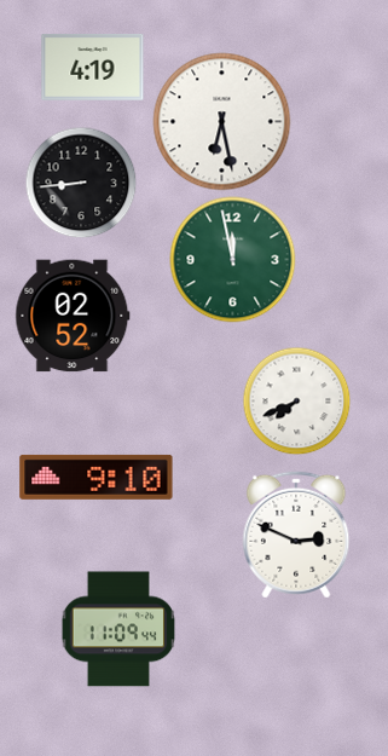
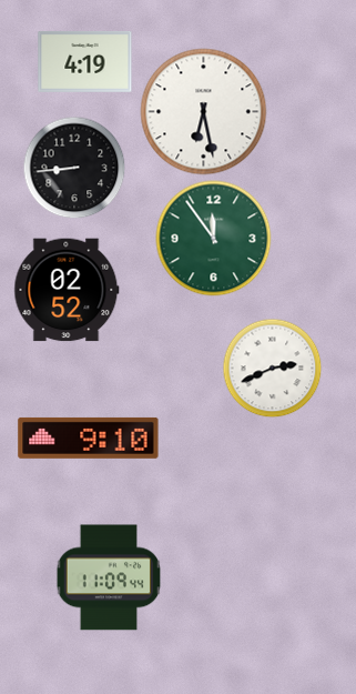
clock at (233, 260): 11:58 -> 11:54
clock at (296, 400): 7:41 -> 2:41
clock at (296, 535): 2:49 -> none
